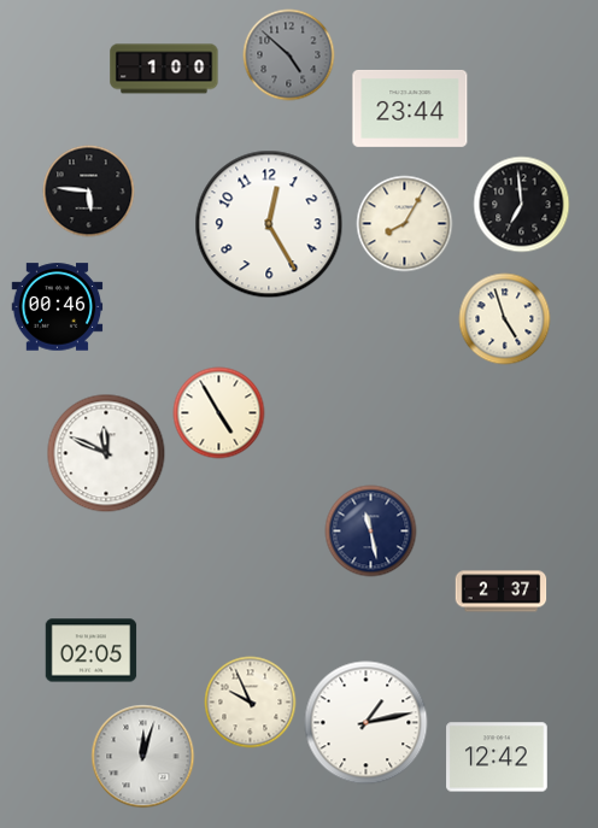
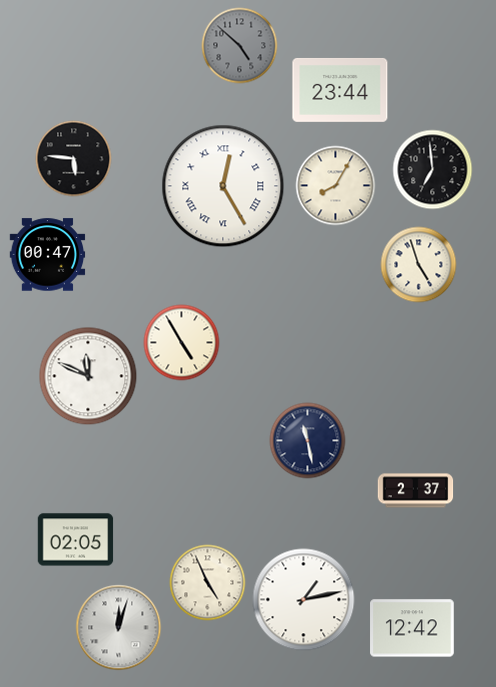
clock at (164, 69): 1:00 -> none
clock at (269, 224) numerals: Arabic -> Roman
clock at (58, 307): 00:46 -> 00:47
clock at (251, 703): 9:56 -> 4:56
